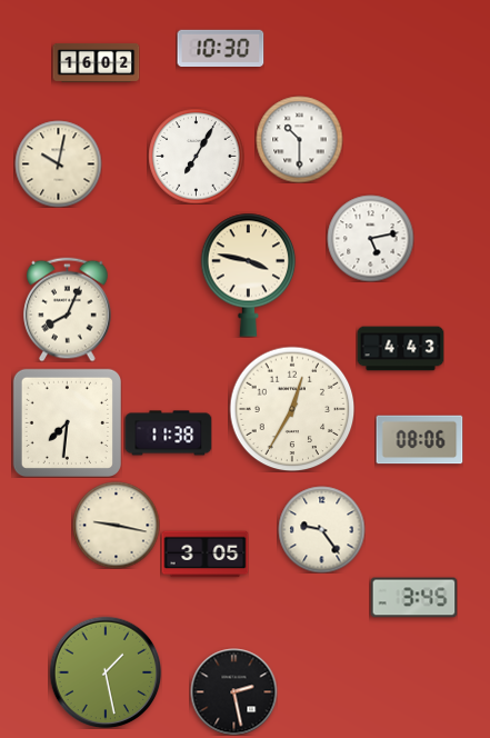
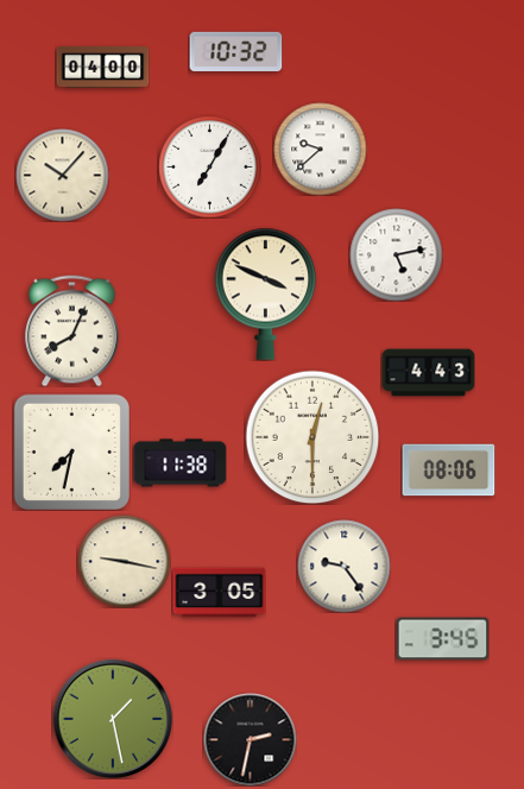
clock at (220, 48): 10:30 -> 10:32
clock at (96, 62): 16:02 -> 04:00
clock at (299, 139): 10:30 -> 9:38
clock at (58, 163): 10:02 -> 10:07
clock at (249, 275): 3:47 -> 3:49
clock at (292, 409): 12:35 -> 12:30
clock at (67, 422): 7:31 -> 7:32
clock at (233, 691): 2:28 -> 2:32
